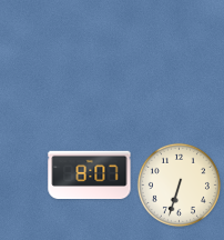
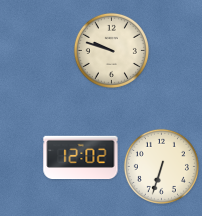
clock at (111, 50): none -> 9:48
clock at (90, 176): 8:07 -> 12:02
